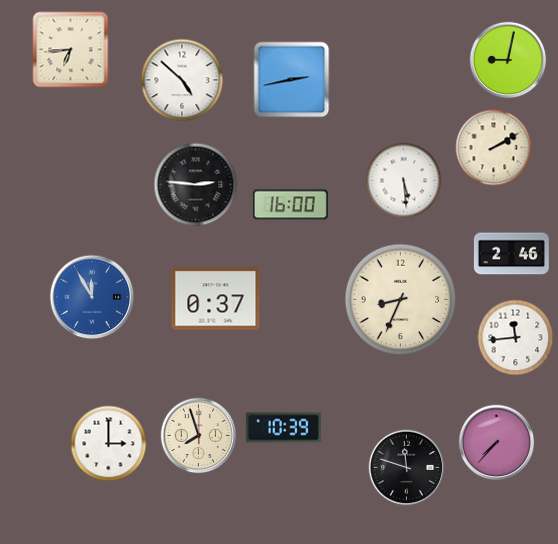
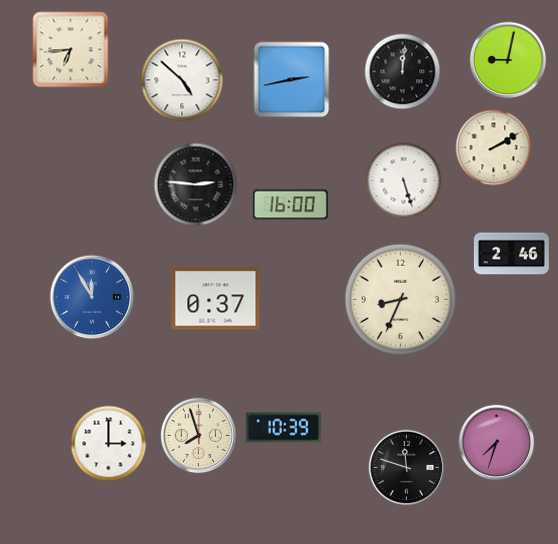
clock at (403, 72): none -> 12:01
clock at (404, 181): 5:29 -> 5:27
clock at (516, 338): 11:44 -> none
clock at (497, 443): 7:37 -> 7:33
